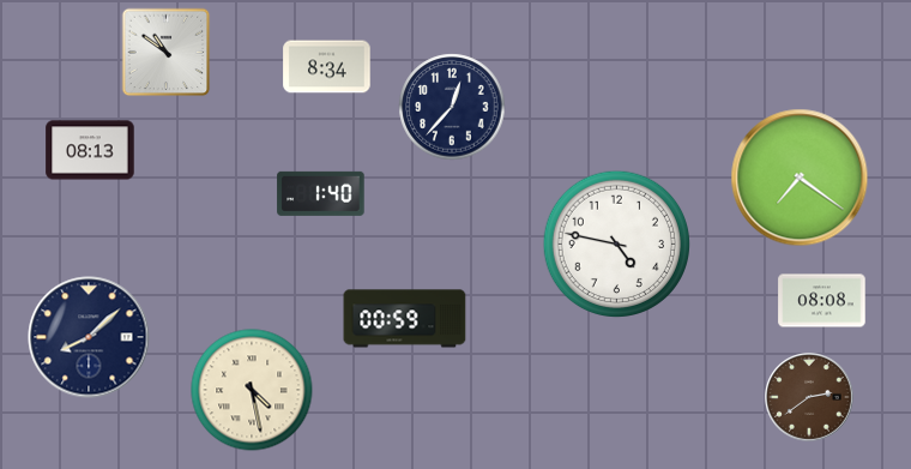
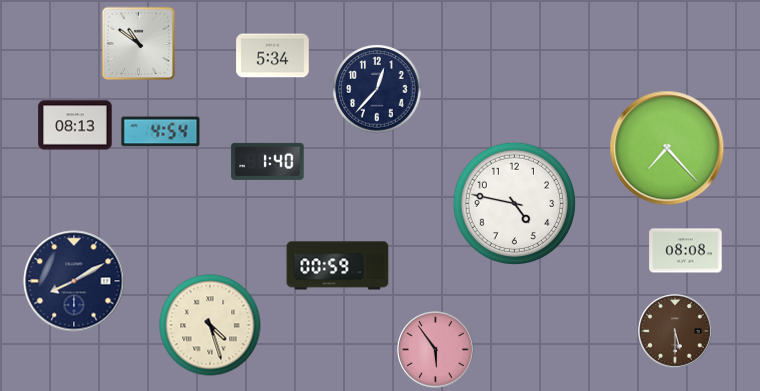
clock at (327, 67): 8:34 -> 5:34
clock at (161, 132): none -> 4:54
clock at (800, 178): 7:21 -> 7:23
clock at (89, 337): 8:08 -> 8:10
clock at (252, 390): 4:28 -> 4:27
clock at (809, 397): 2:39 -> 5:30
clock at (436, 350): none -> 5:54
